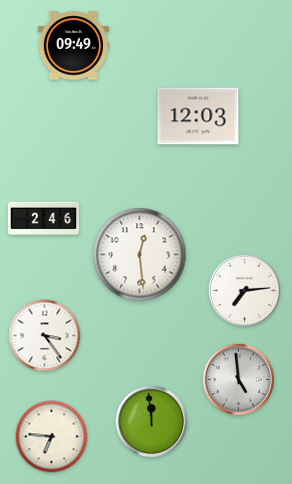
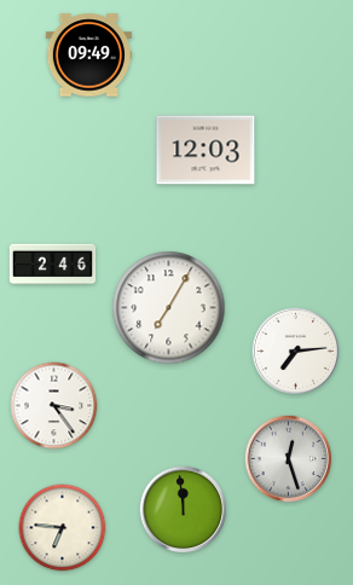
clock at (198, 116) position: (198, 116) -> (206, 150)
clock at (140, 255): 12:29 -> 7:05
clock at (239, 380): 4:59 -> 12:27
